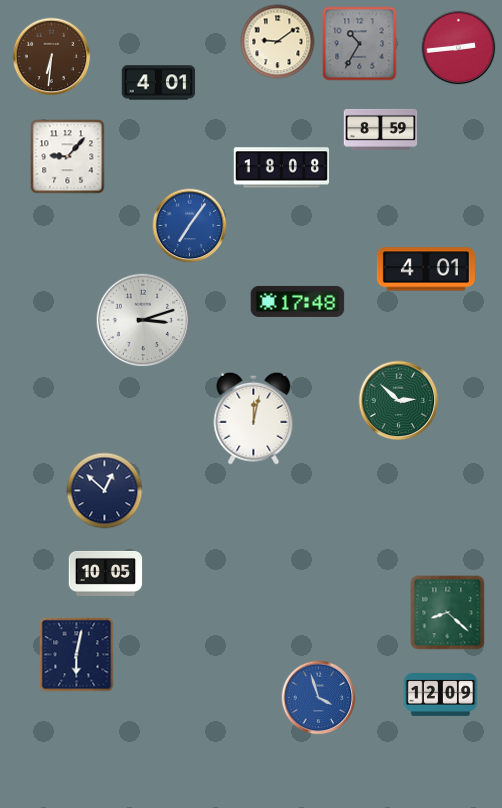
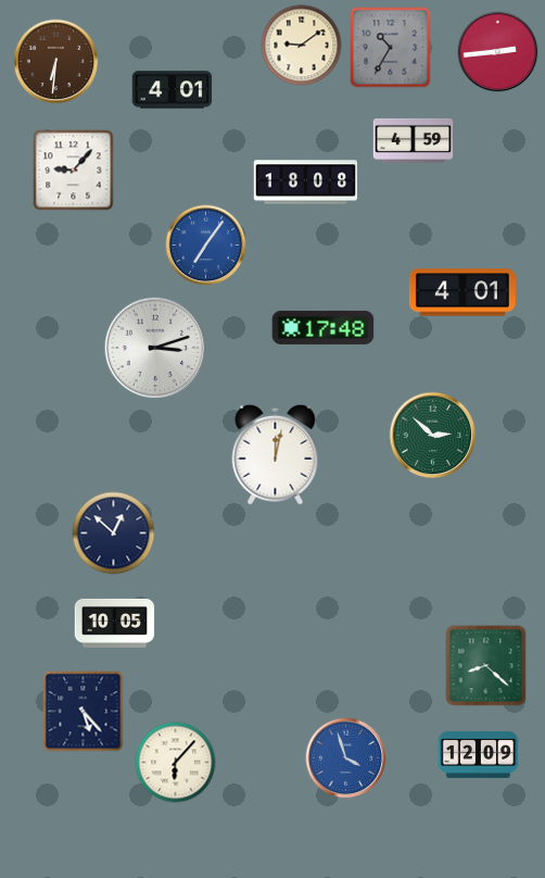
clock at (381, 129): 8:59 -> 4:59
clock at (77, 655): 6:02 -> 5:23
clock at (176, 763): none -> 6:07
